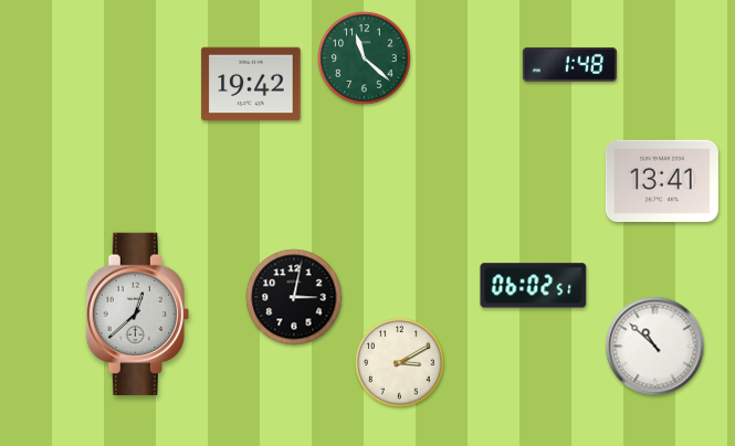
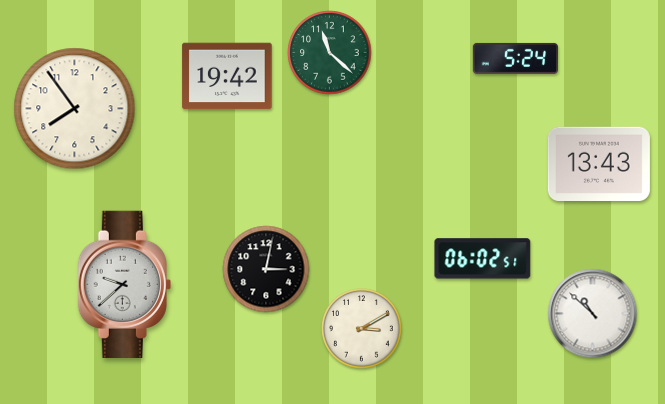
clock at (569, 64): 1:48 -> 5:24
clock at (75, 109): none -> 7:54
clock at (662, 180): 13:41 -> 13:43
clock at (137, 314): 12:38 -> 9:38
